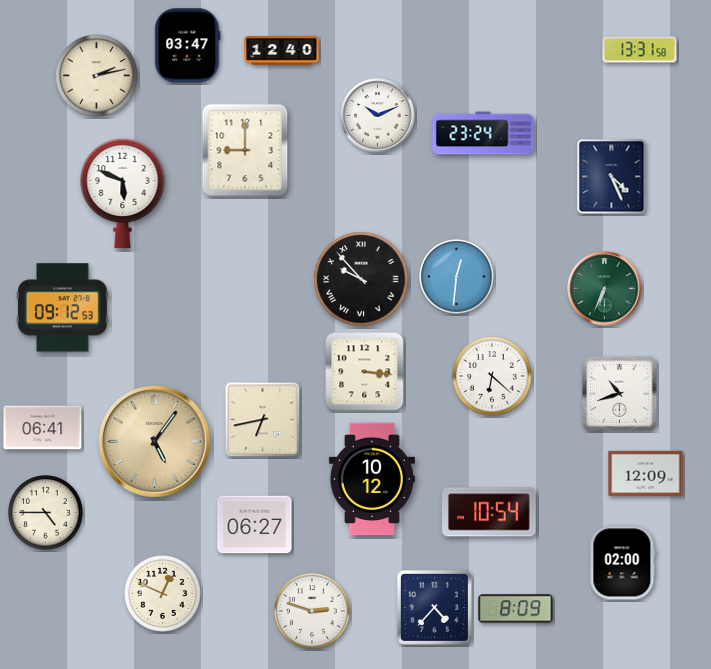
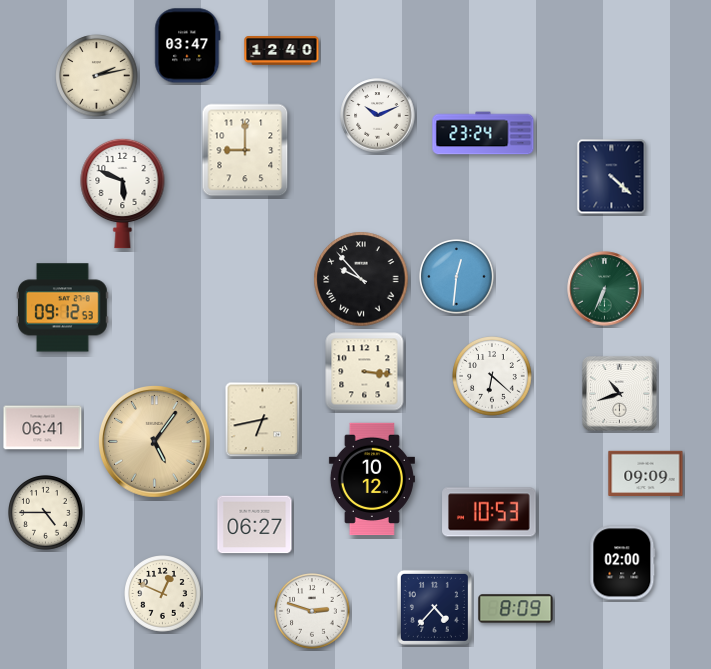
clock at (640, 50): 13:31 -> none
clock at (612, 177): 4:26 -> 4:22
clock at (646, 473): 12:09 -> 09:09
clock at (489, 512): 10:54 -> 10:53
